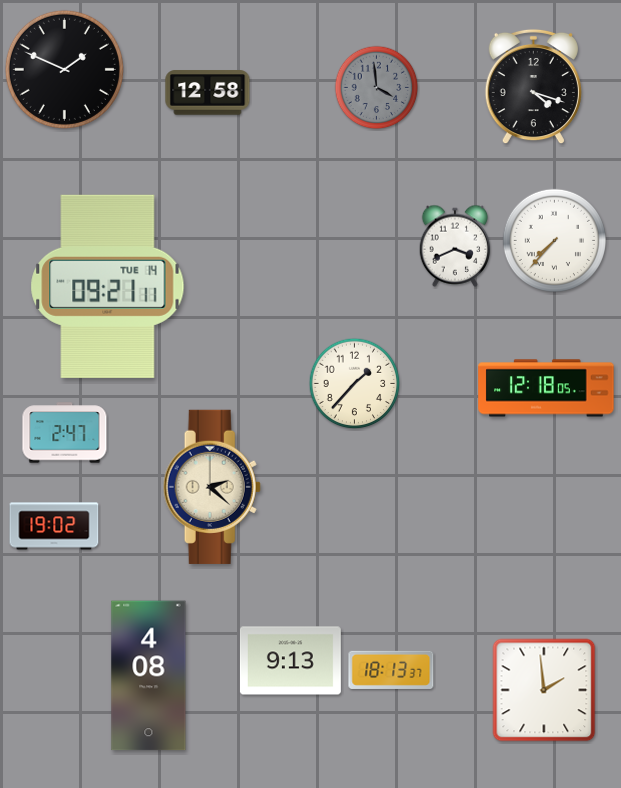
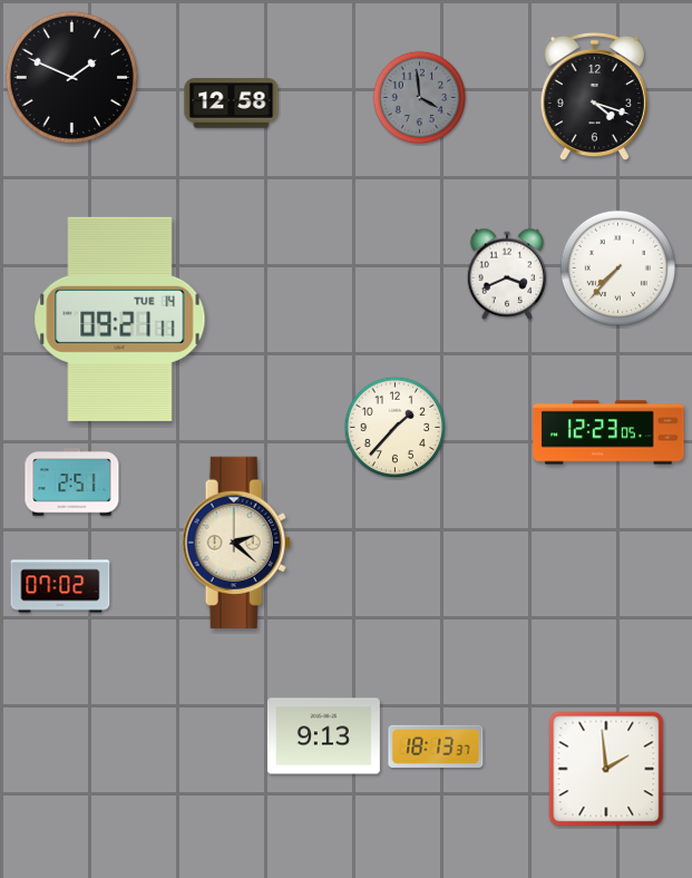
clock at (546, 388): 12:18 -> 12:23
clock at (65, 433): 2:47 -> 2:51
clock at (54, 526): 19:02 -> 07:02
clock at (149, 676): 4:08 -> none
